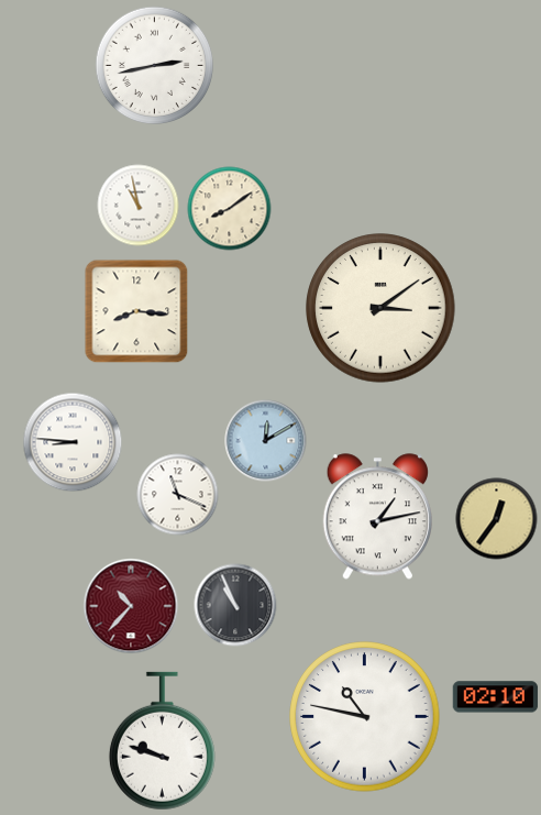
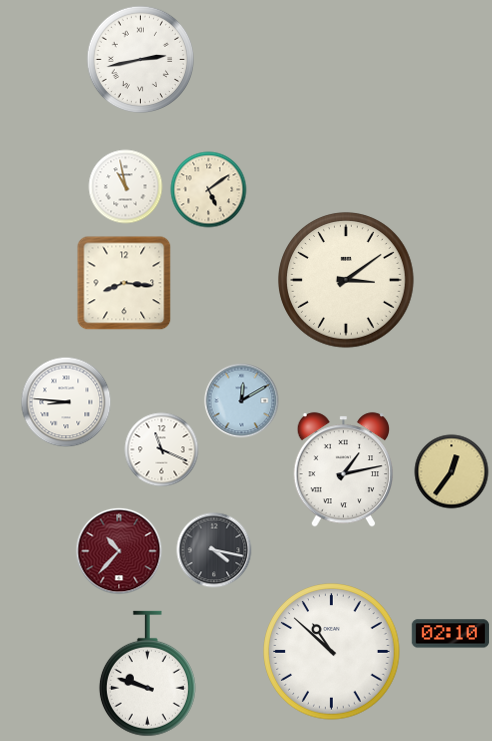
clock at (230, 209): 8:09 -> 5:09
clock at (235, 605): 10:56 -> 4:17
clock at (365, 717): 10:47 -> 10:52
